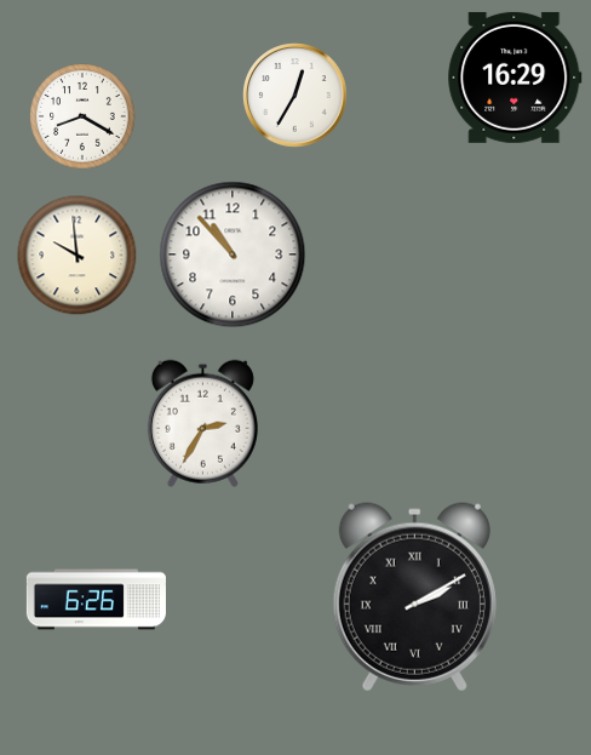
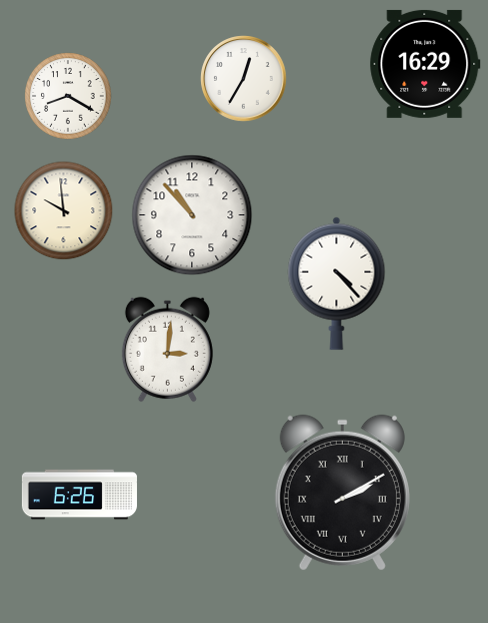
clock at (233, 254) position: (233, 254) -> (192, 215)
clock at (337, 283): none -> 4:23
clock at (202, 423): 2:35 -> 3:01
